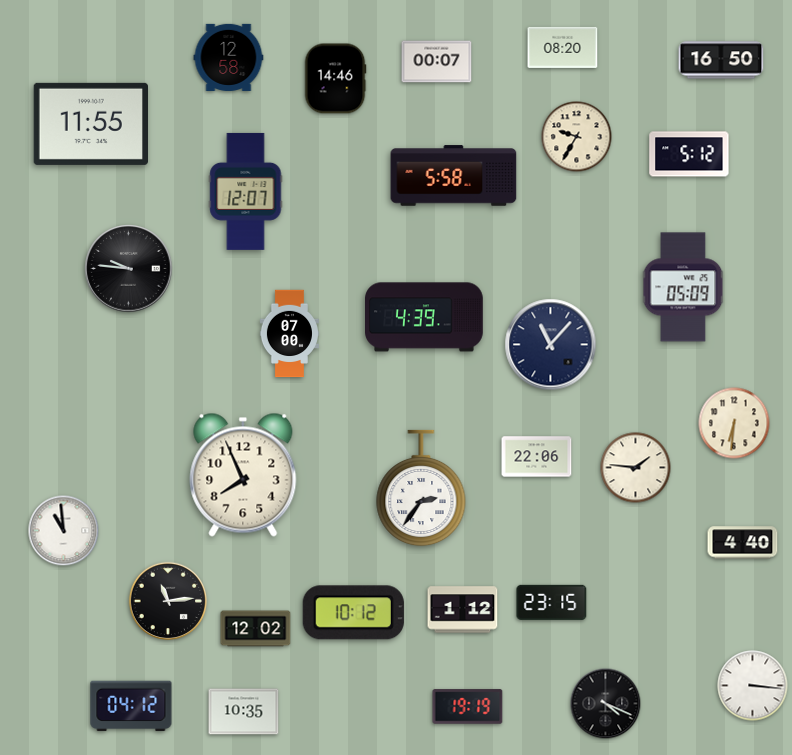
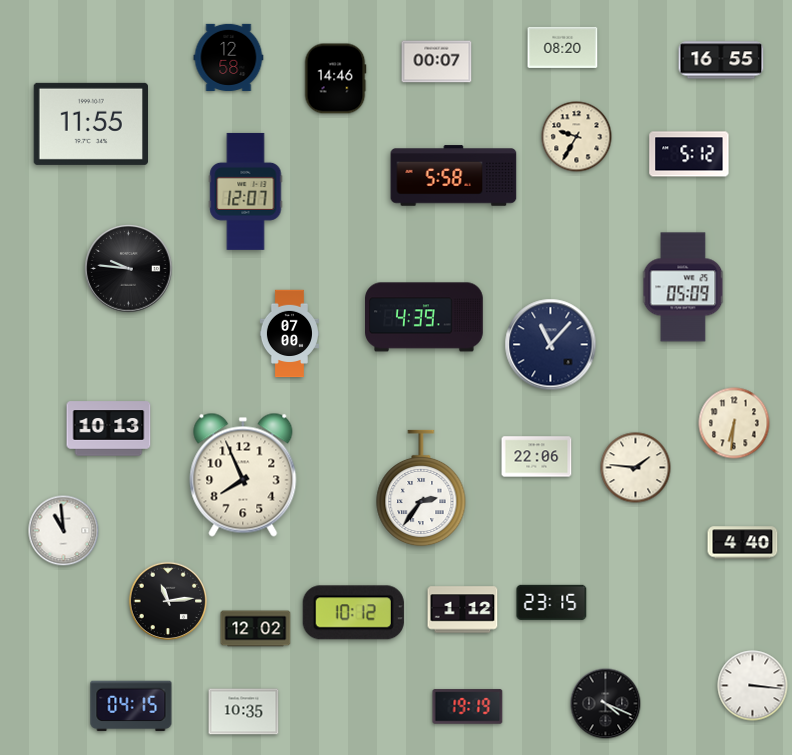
clock at (721, 60): 16:50 -> 16:55
clock at (109, 429): none -> 10:13
clock at (131, 706): 04:12 -> 04:15
